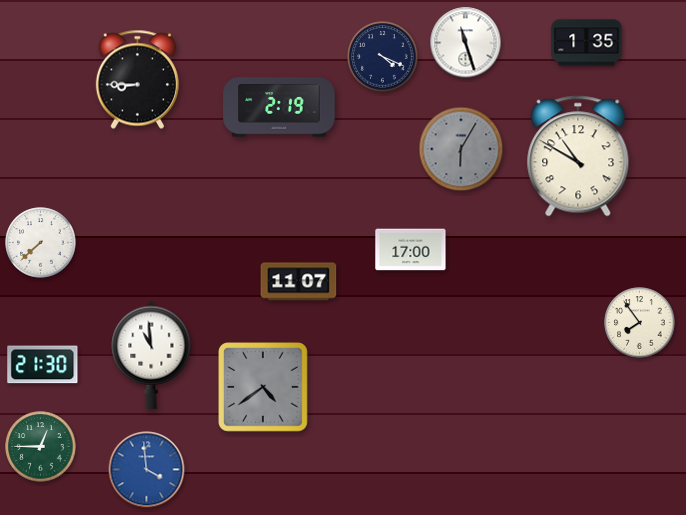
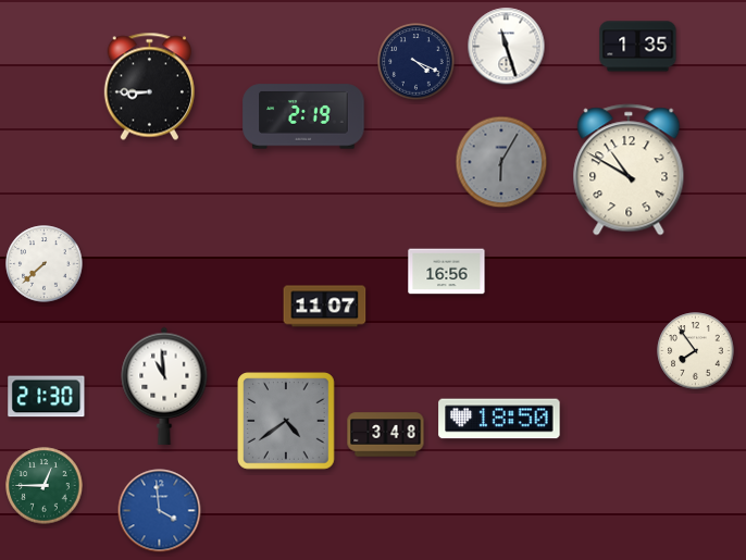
clock at (411, 250): 17:00 -> 16:56
clock at (499, 419): none -> 18:50
clock at (386, 435): none -> 3:48
